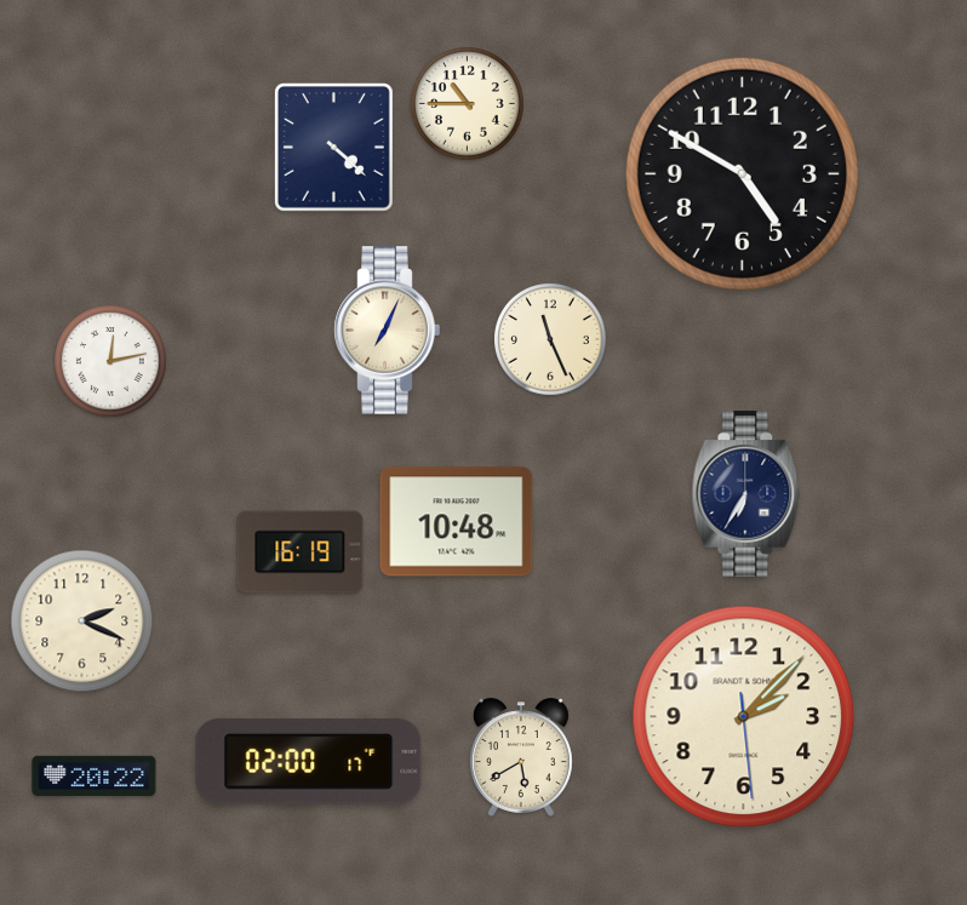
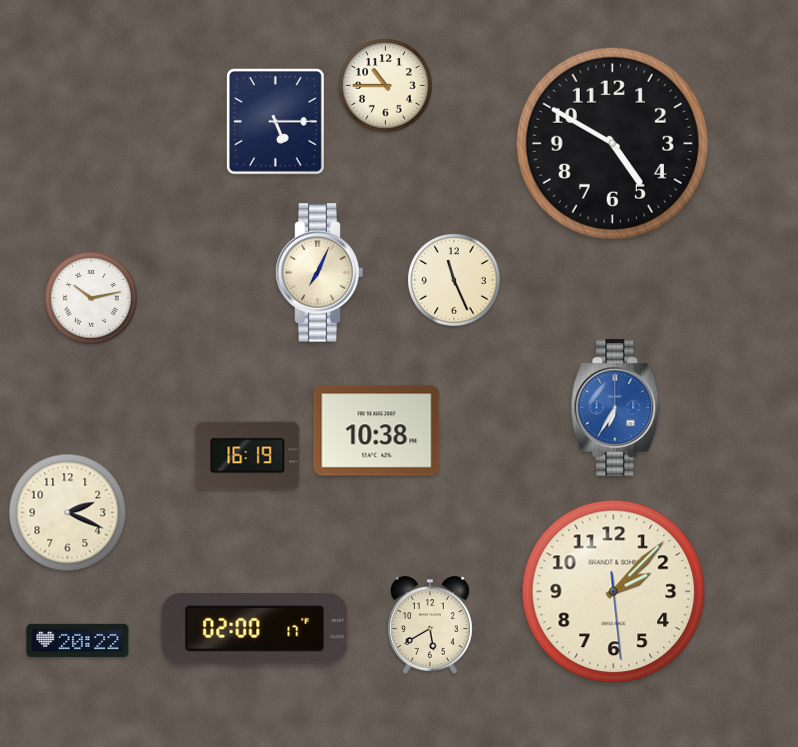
clock at (333, 148): 4:22 -> 5:15
clock at (110, 361): 12:13 -> 10:13
clock at (746, 494) dial: navy -> blue
clock at (457, 522): 10:48 -> 10:38
